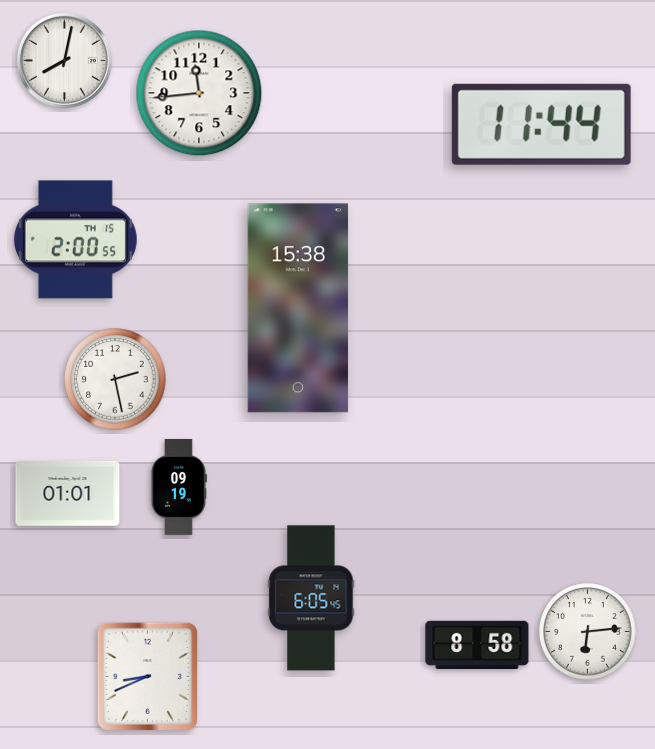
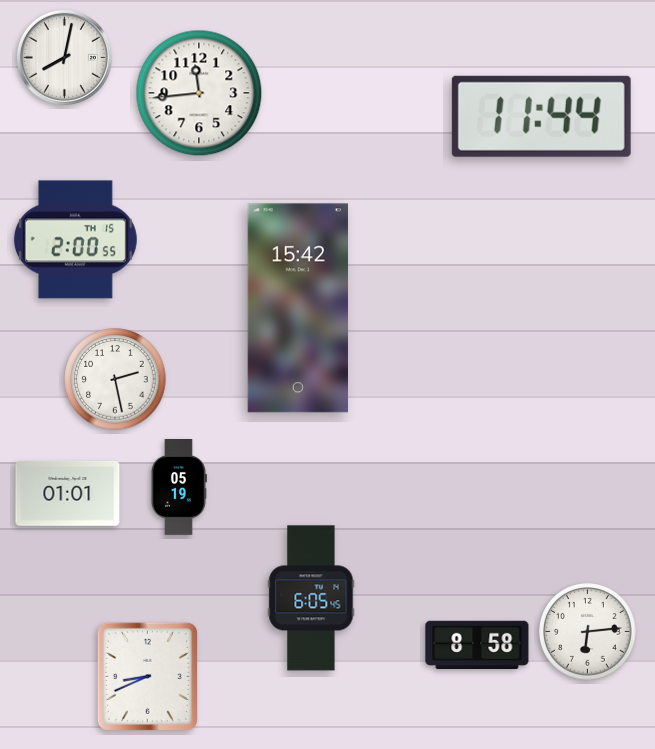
clock at (64, 60) position: (64, 60) -> (64, 57)
clock at (541, 124) position: (541, 124) -> (541, 116)
clock at (298, 308): 15:38 -> 15:42
clock at (178, 488): 09:19 -> 05:19
